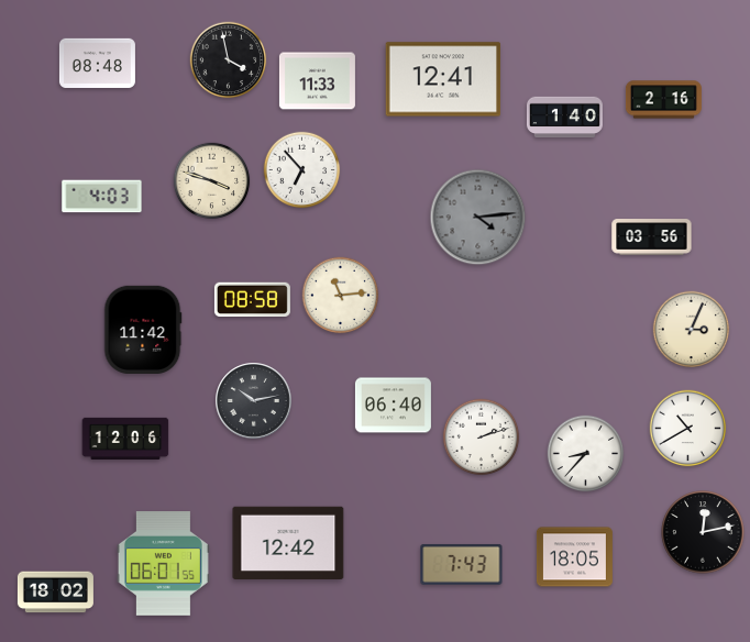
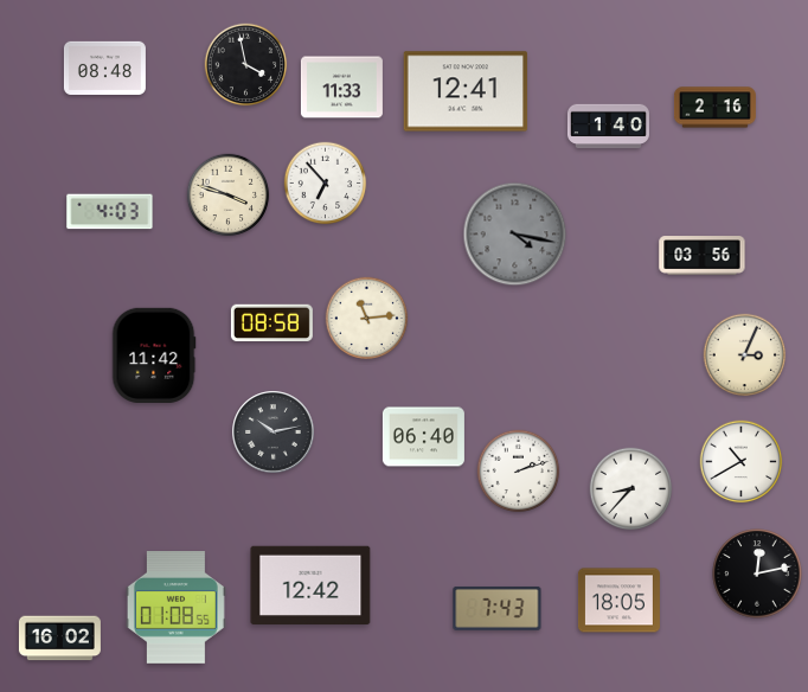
clock at (443, 79) position: (443, 79) -> (466, 91)
clock at (478, 218): 4:14 -> 4:17
clock at (125, 439): 12:06 -> none
clock at (163, 564): 06:01 -> 01:08
clock at (55, 593): 18:02 -> 16:02
